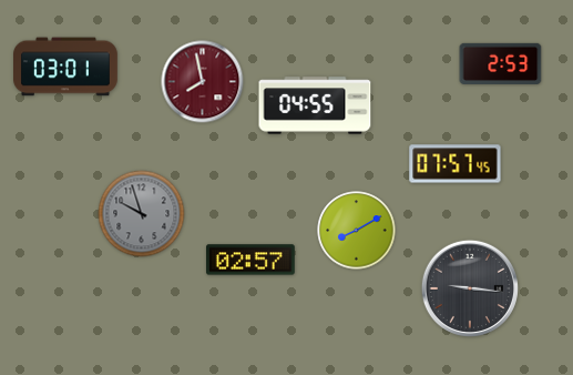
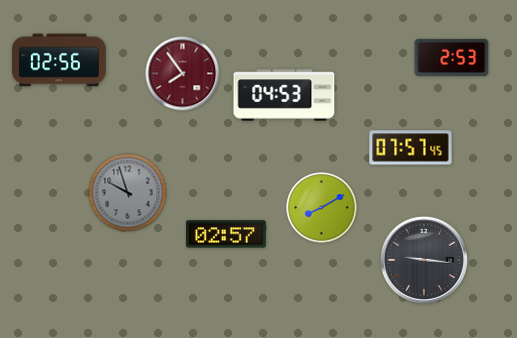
clock at (65, 67): 03:01 -> 02:56
clock at (203, 82): 7:58 -> 7:54
clock at (315, 105): 04:55 -> 04:53
